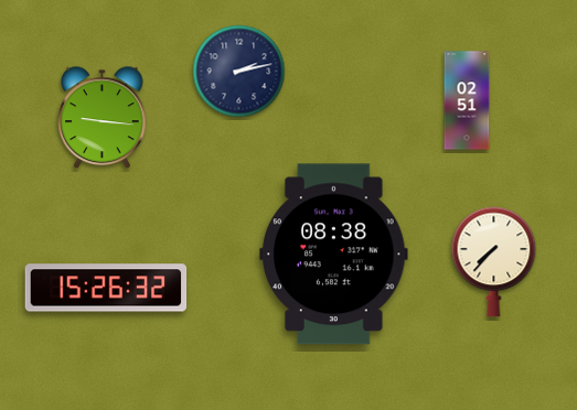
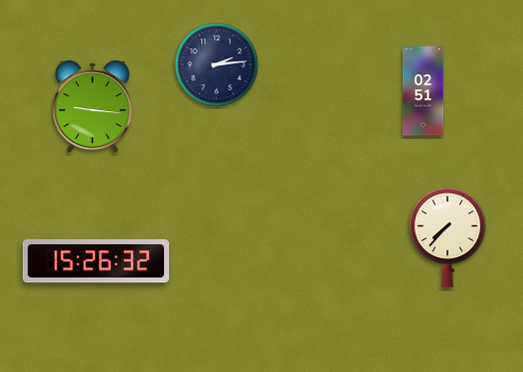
clock at (239, 72): 2:13 -> 2:14
clock at (334, 255): 08:38 -> none
